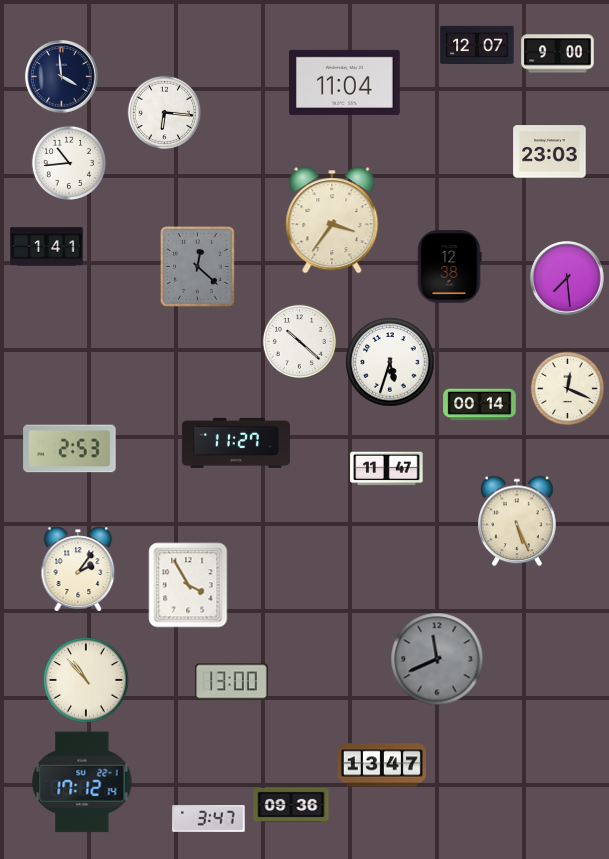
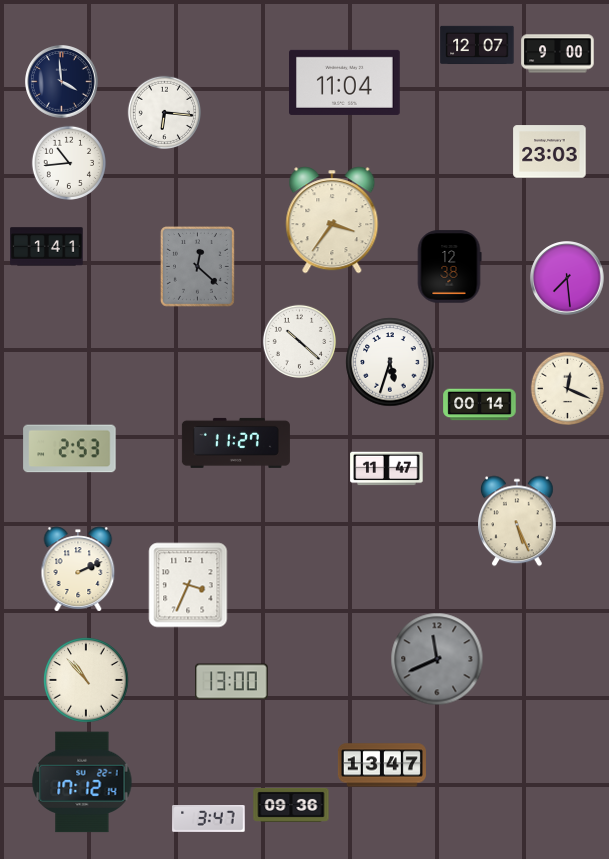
clock at (62, 77) position: (62, 77) -> (62, 82)
clock at (78, 569): 2:06 -> 2:11
clock at (188, 585): 3:55 -> 3:34
